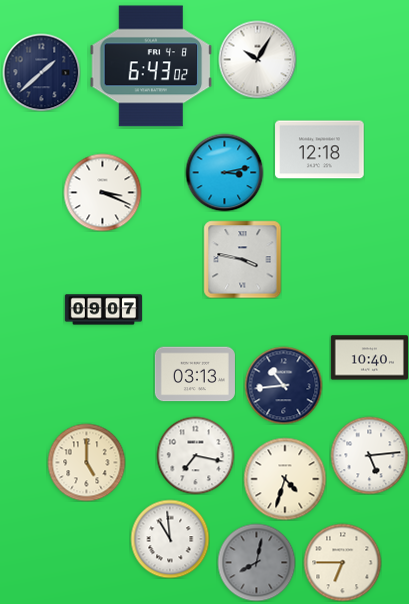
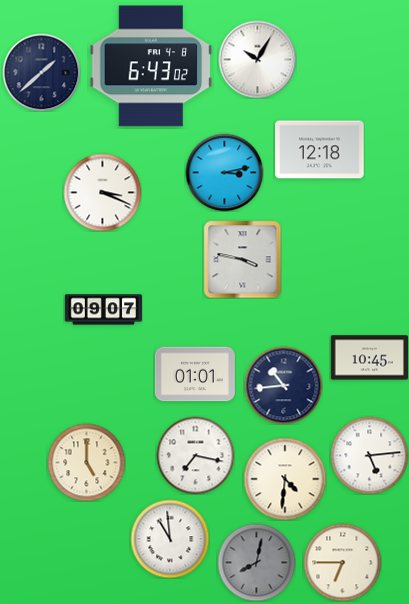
clock at (369, 358): 10:40 -> 10:45
clock at (195, 374): 03:13 -> 01:01
clock at (285, 479): 4:33 -> 4:31
